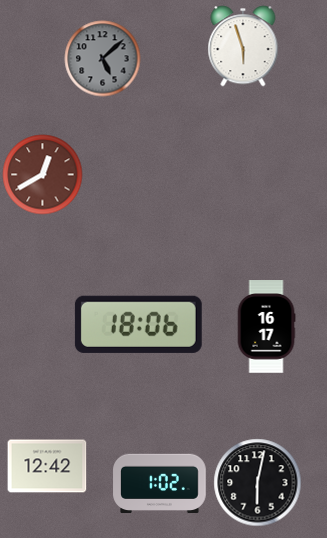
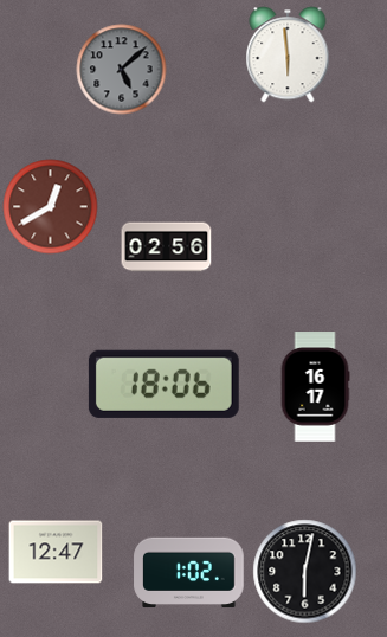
clock at (243, 46): 5:57 -> 5:59
clock at (167, 247): none -> 02:56
clock at (47, 466): 12:42 -> 12:47
